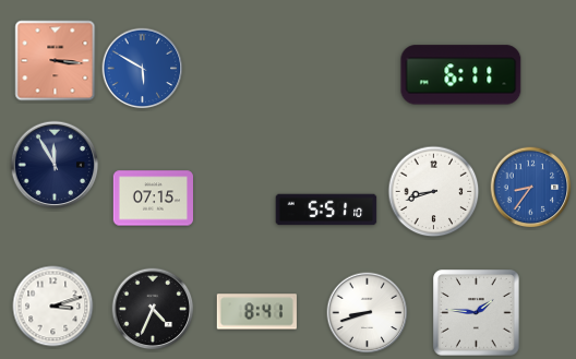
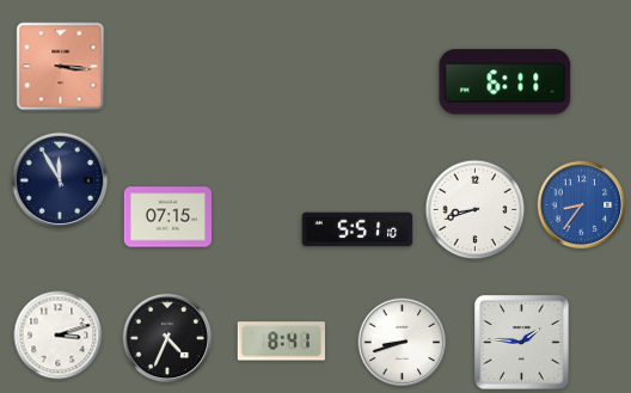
clock at (143, 69): 5:50 -> none
